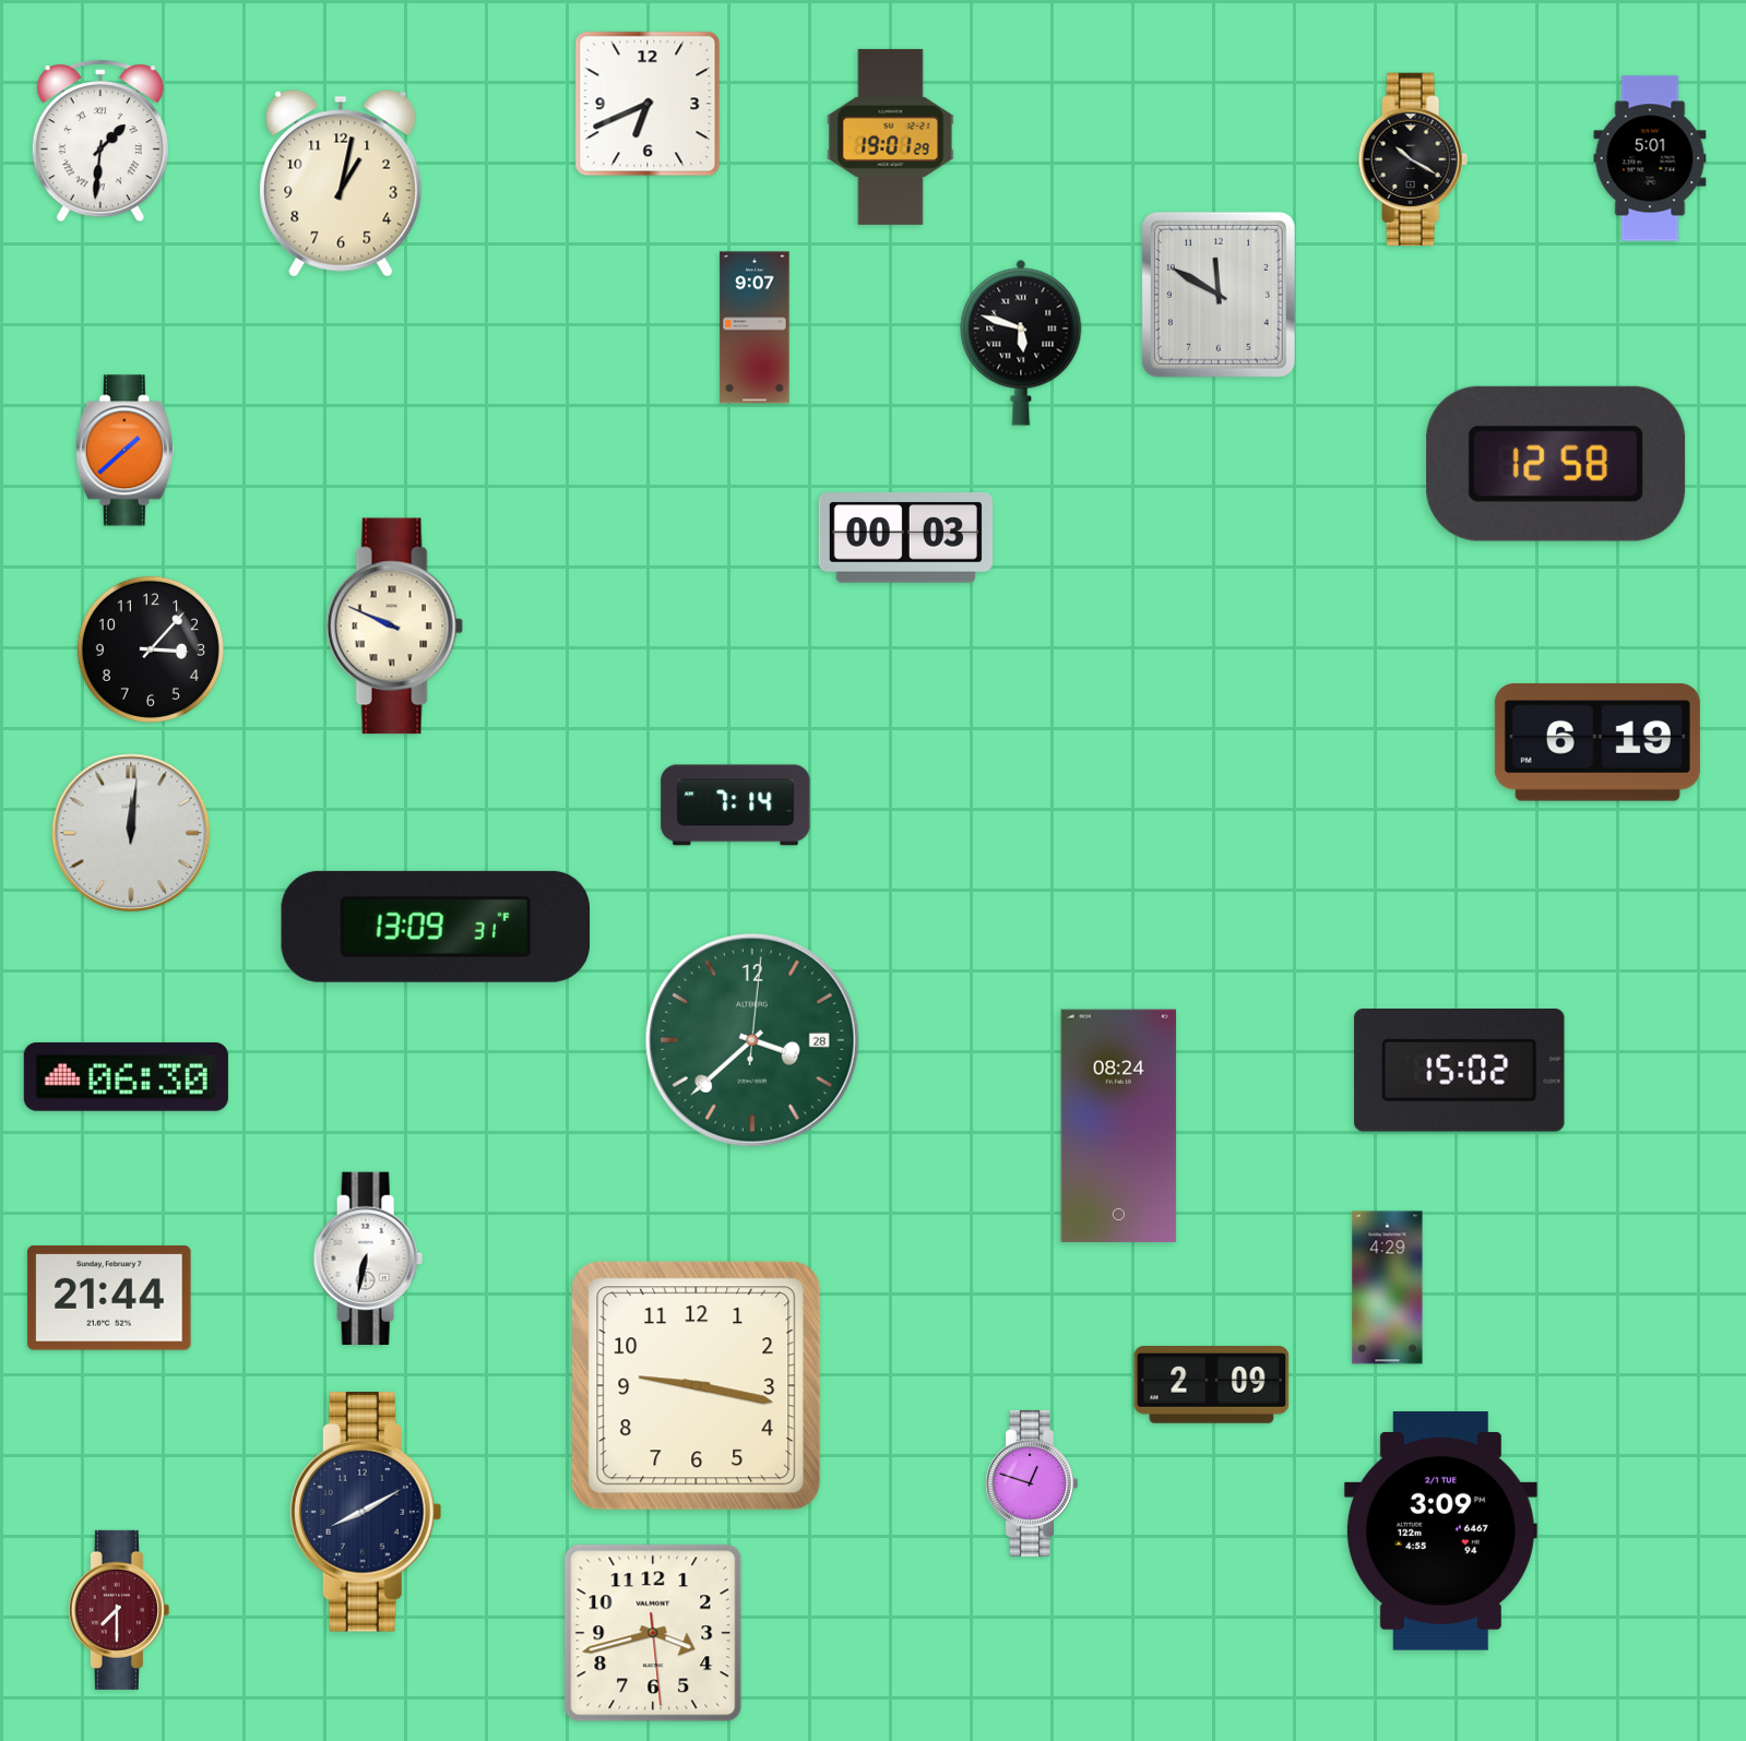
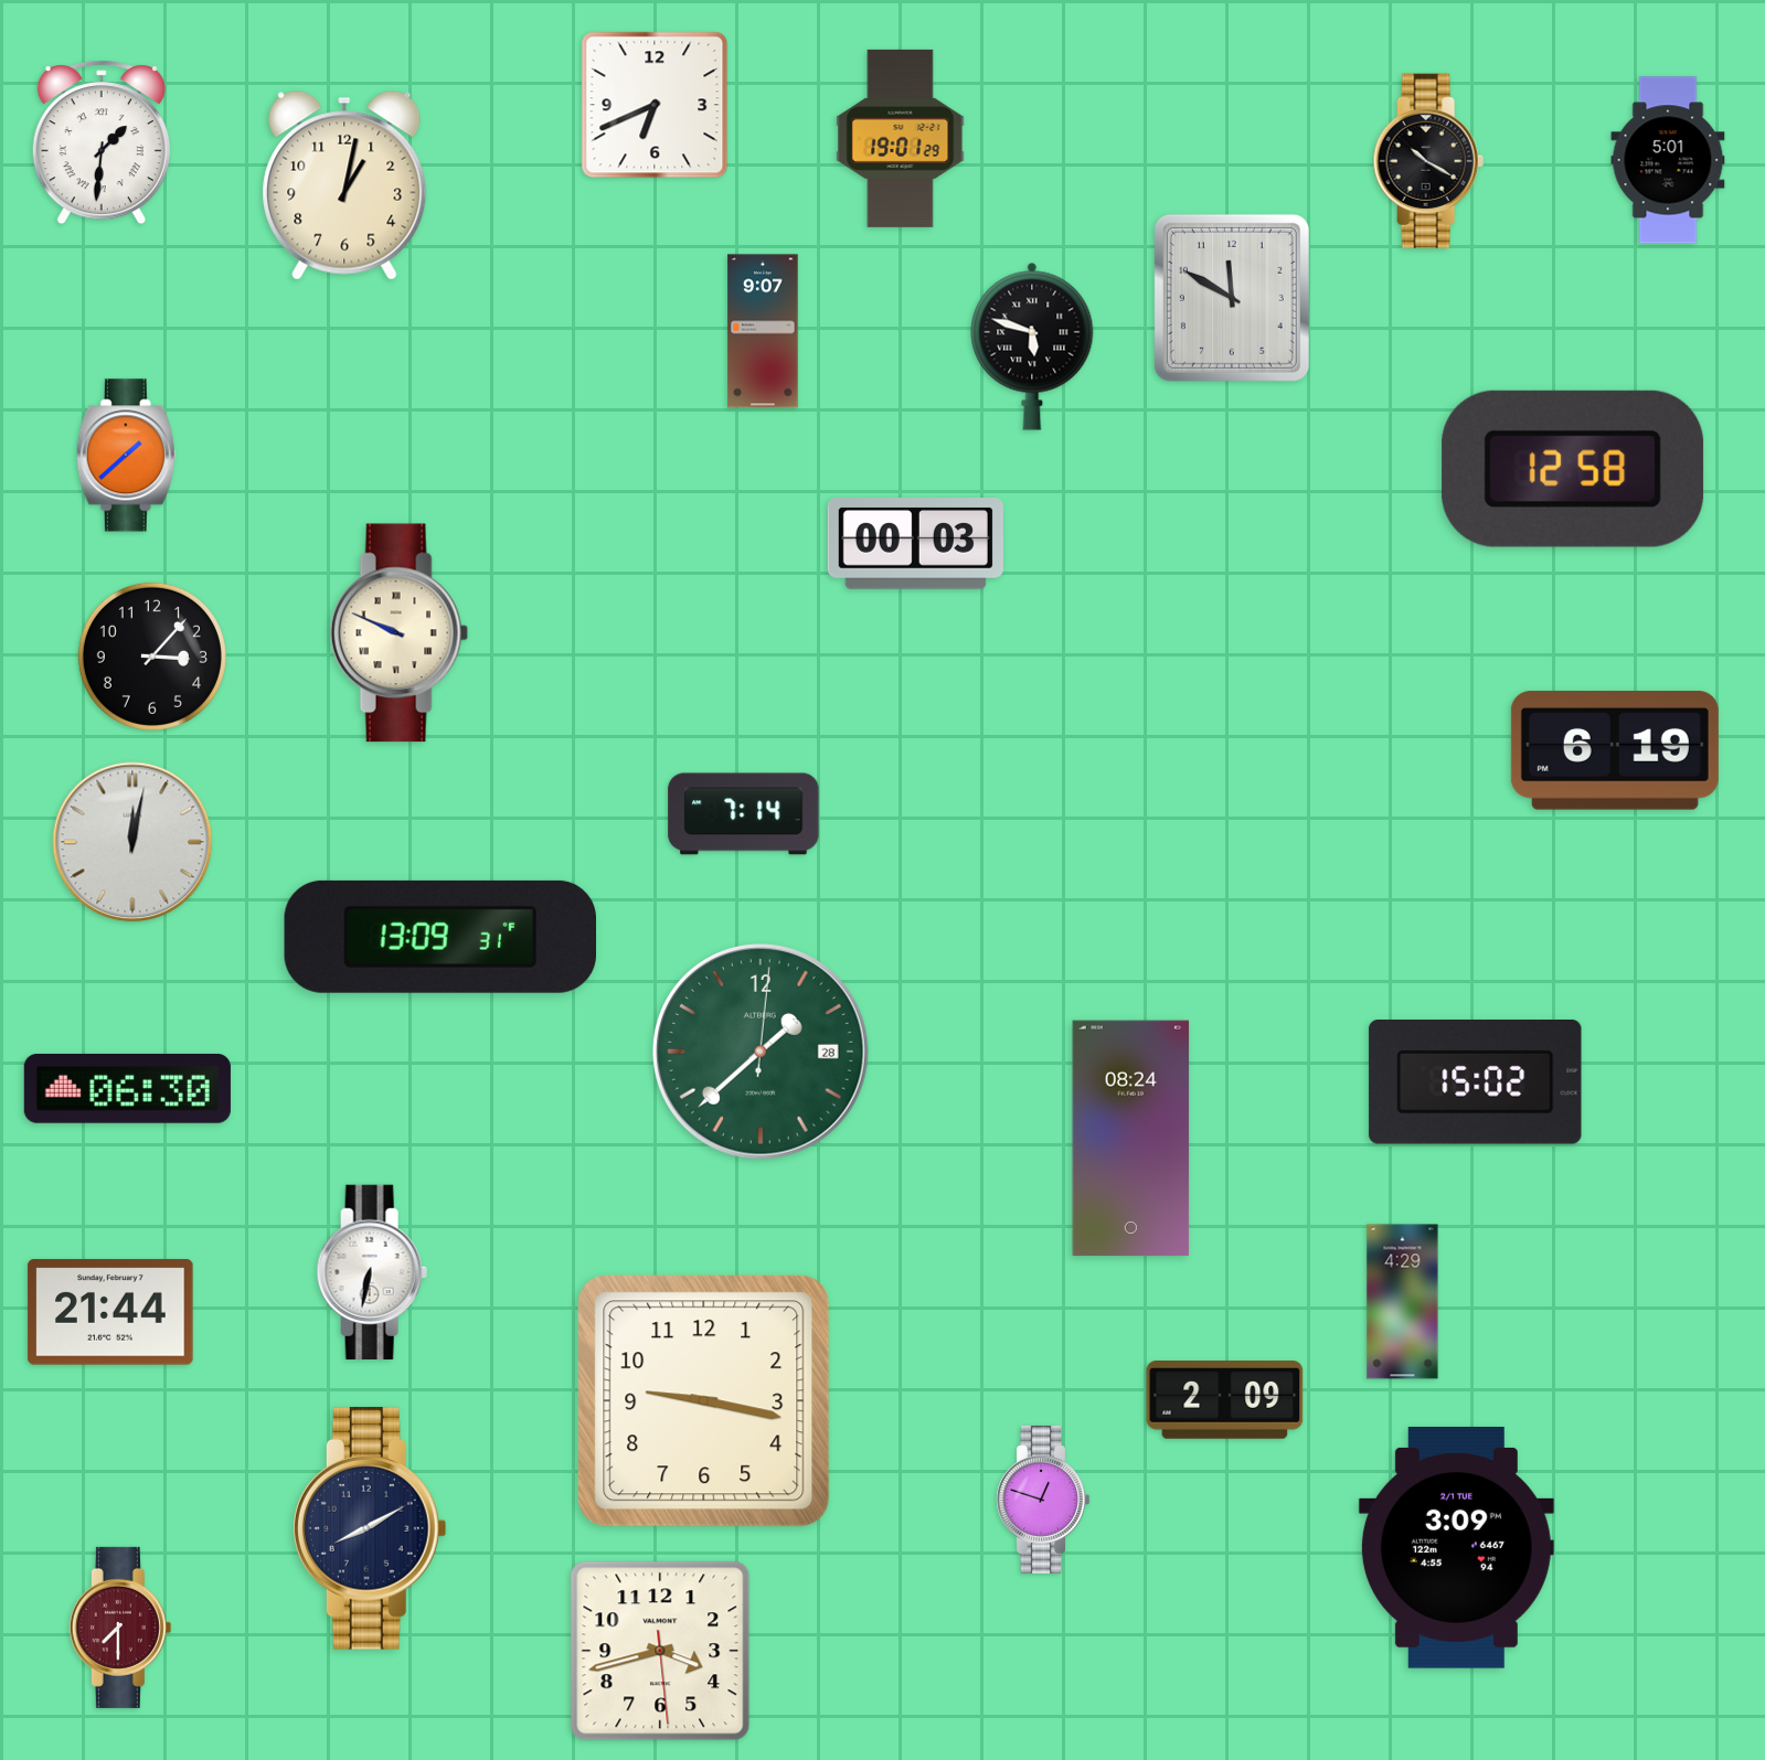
clock at (131, 833): 12:01 -> 12:02
clock at (753, 1041): 3:38 -> 1:38
